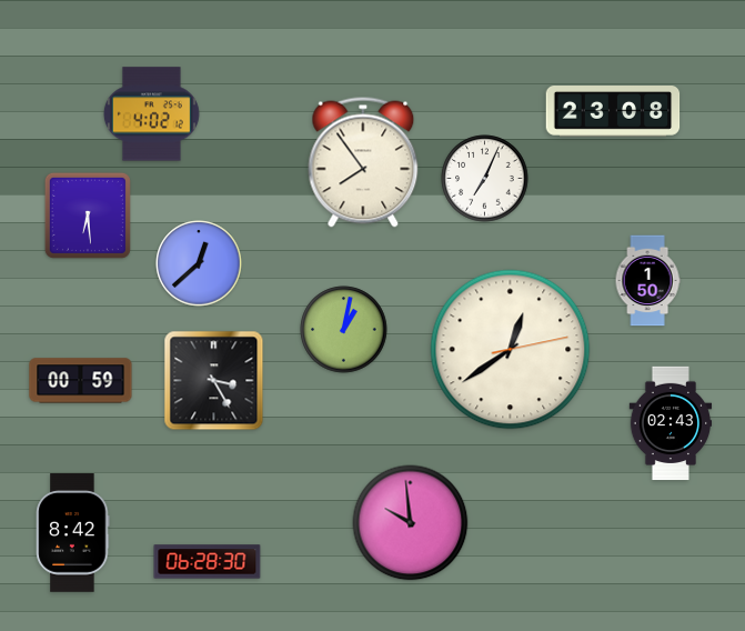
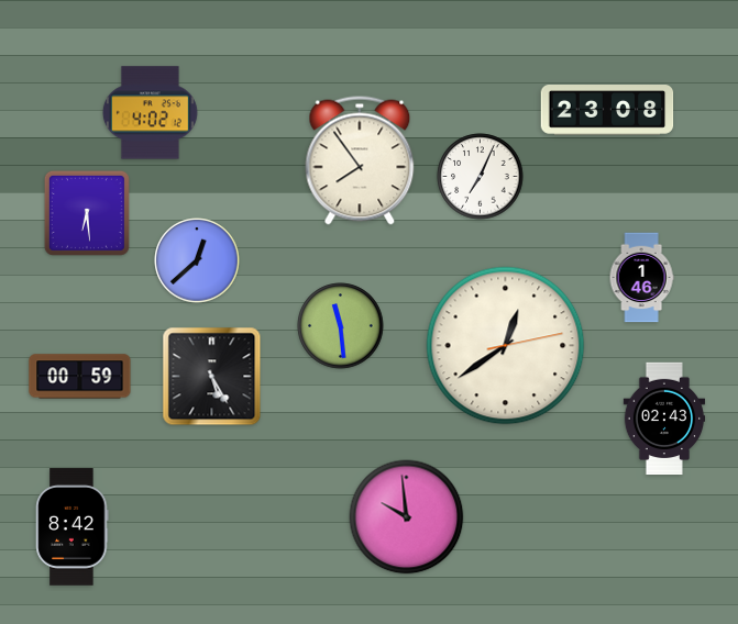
clock at (647, 281): 1:50 -> 1:46
clock at (344, 330): 1:02 -> 11:29
clock at (214, 381): 3:25 -> 5:25
clock at (208, 562): 06:28 -> none
